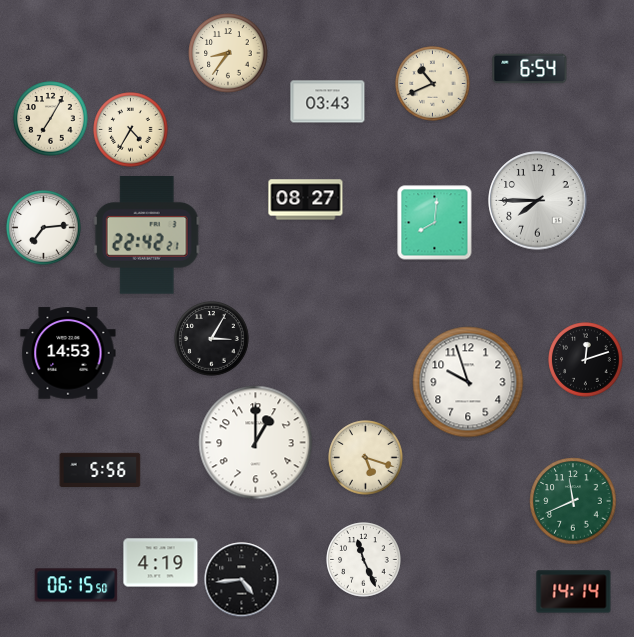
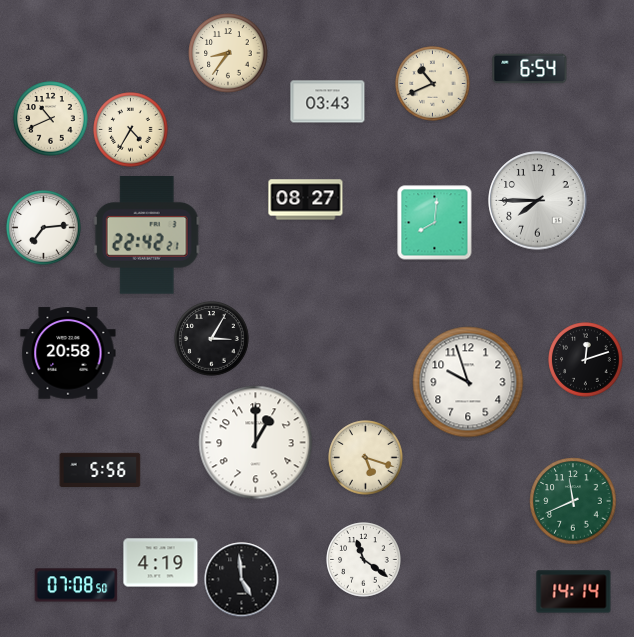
clock at (51, 119): 7:05 -> 10:41
clock at (68, 353): 14:53 -> 20:58
clock at (364, 560): 11:26 -> 11:21
clock at (242, 580): 4:44 -> 4:59
clock at (76, 585): 06:15 -> 07:08
